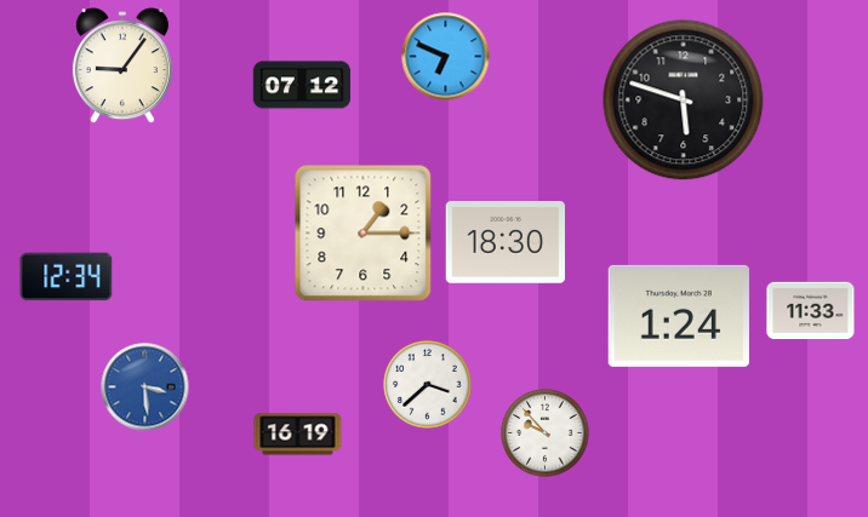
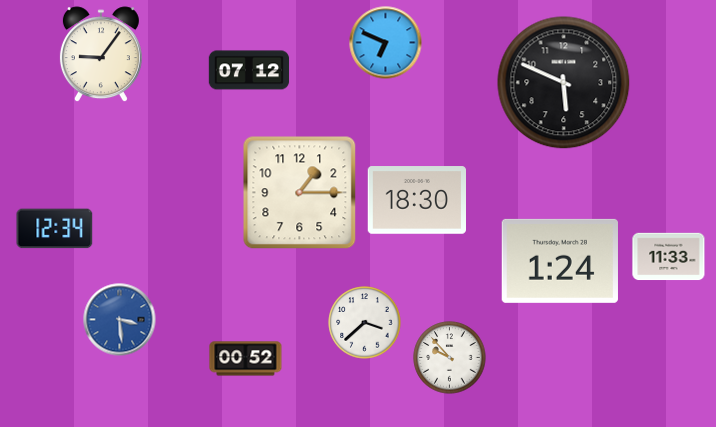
clock at (446, 57) position: (446, 57) -> (386, 43)
clock at (684, 100): 5:48 -> 5:49
clock at (428, 385) position: (428, 385) -> (365, 323)
clock at (298, 435): 16:19 -> 00:52
